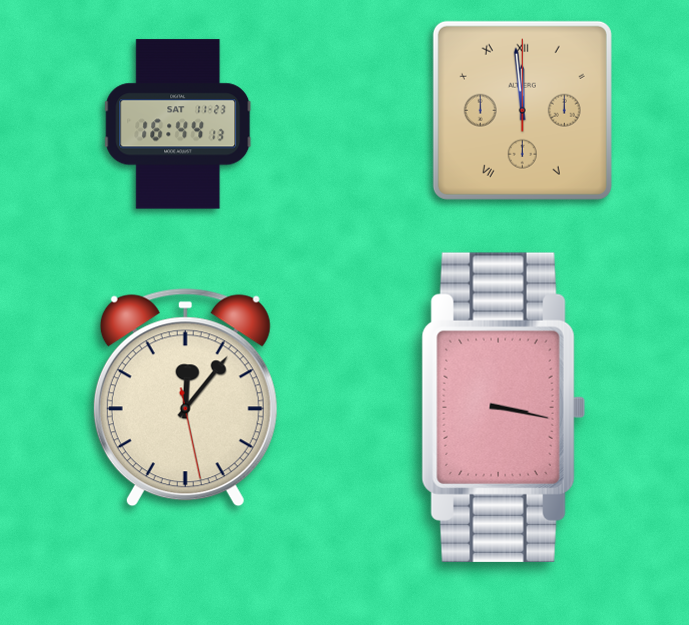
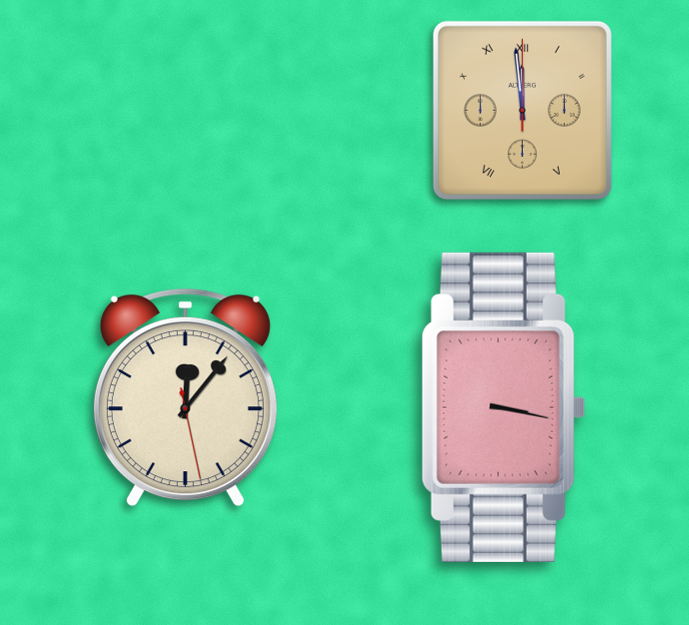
clock at (178, 124): 16:44 -> none
